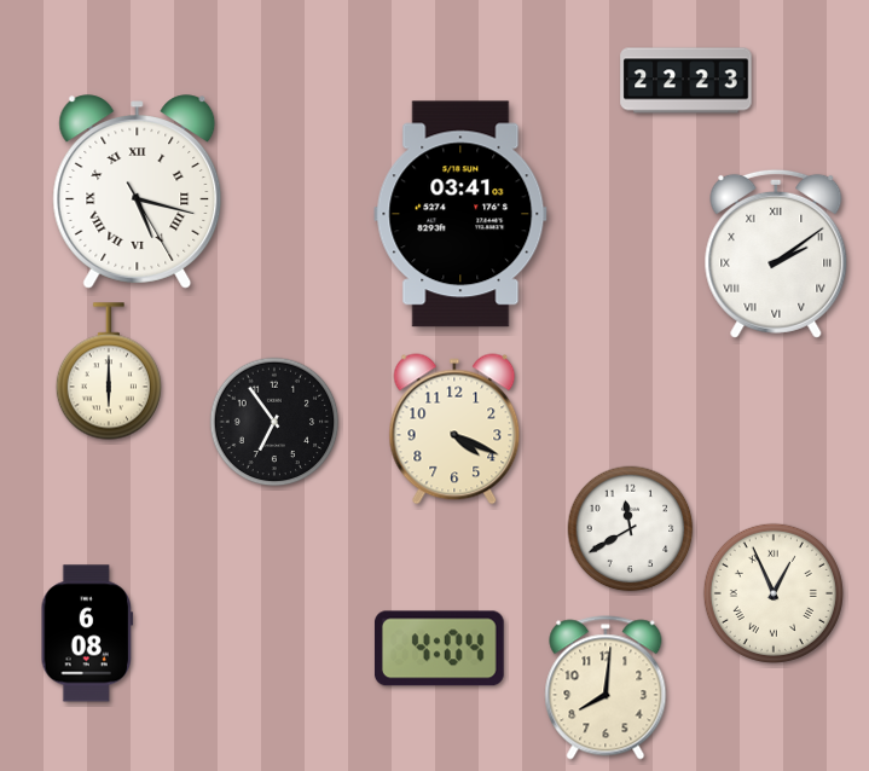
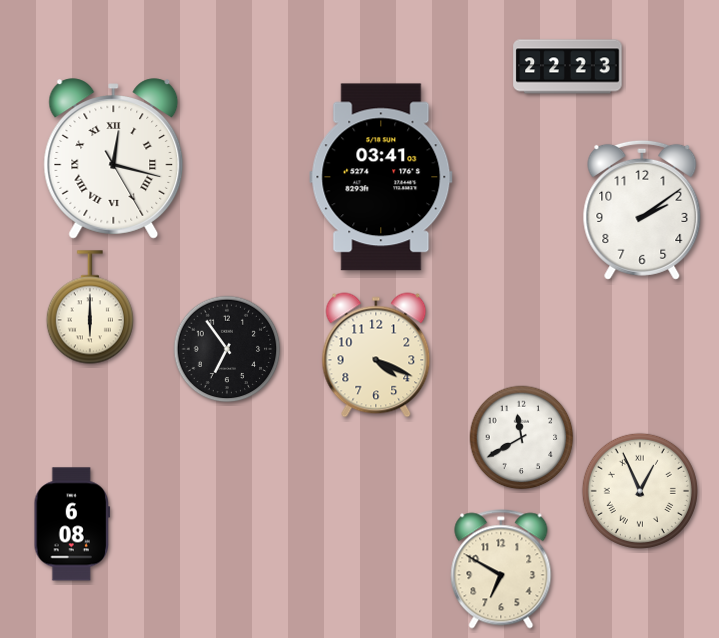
clock at (138, 192): 5:17 -> 12:17
clock at (776, 254) numerals: Roman -> Arabic
clock at (439, 649): 4:04 -> none
clock at (606, 688): 8:01 -> 6:50
